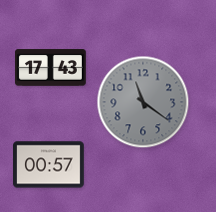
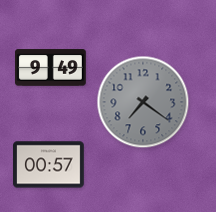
clock at (51, 68): 17:43 -> 9:49
clock at (143, 102): 11:21 -> 7:21
